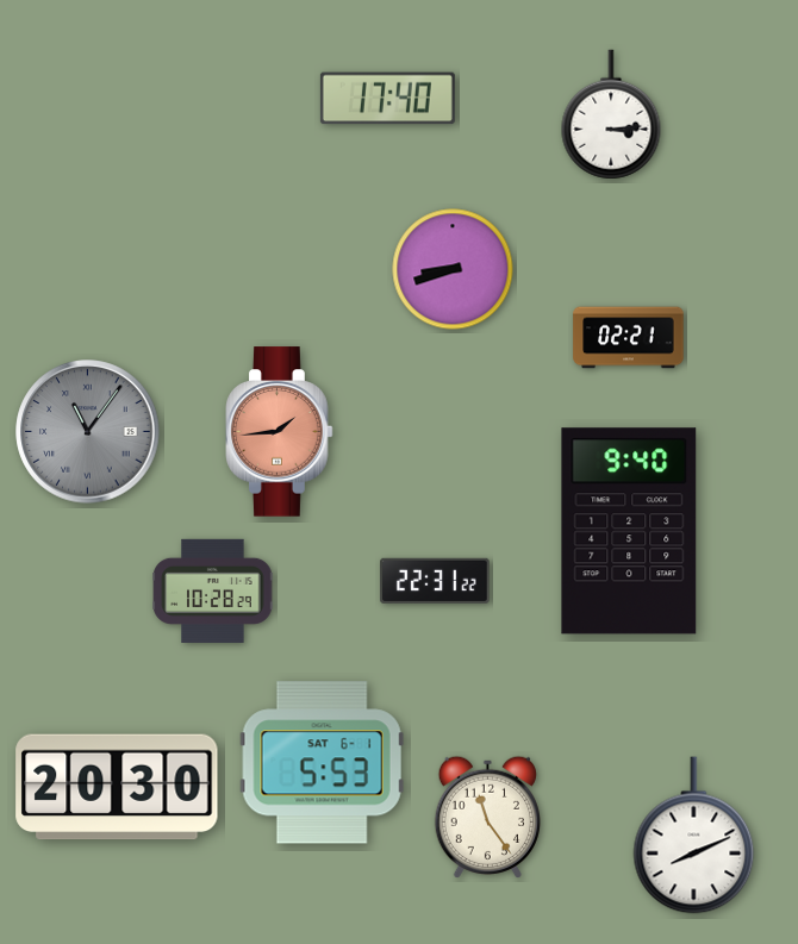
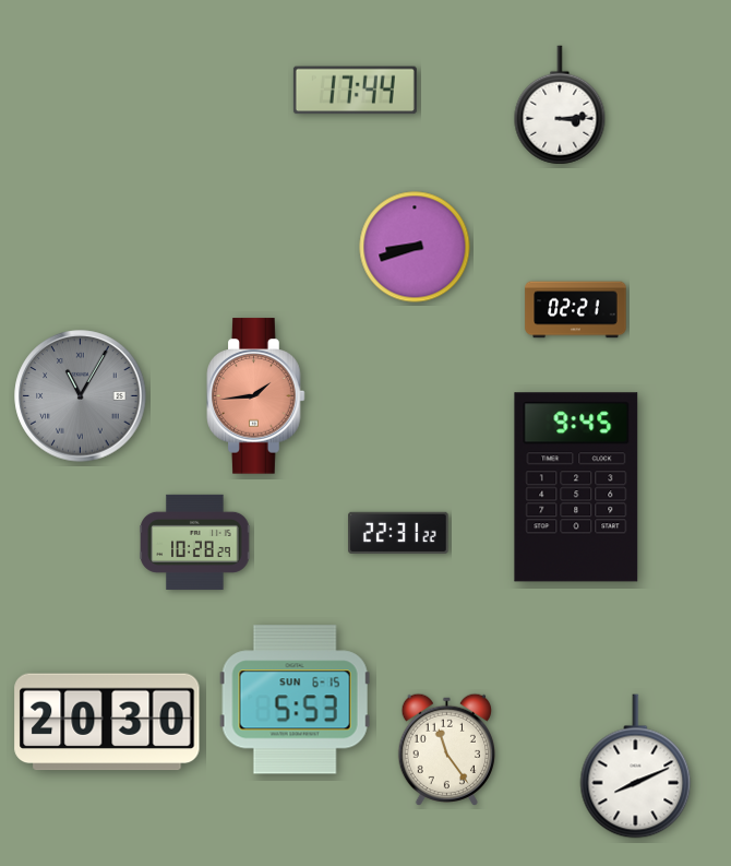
clock at (387, 99): 17:40 -> 17:44
clock at (88, 432): 11:06 -> 11:05
clock at (629, 531): 9:40 -> 9:45
clock at (322, 763) date: SAT 6-1 -> SUN 6-15
